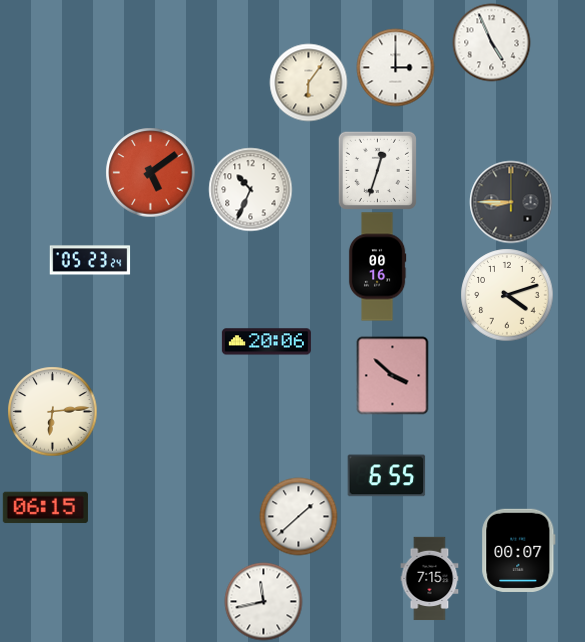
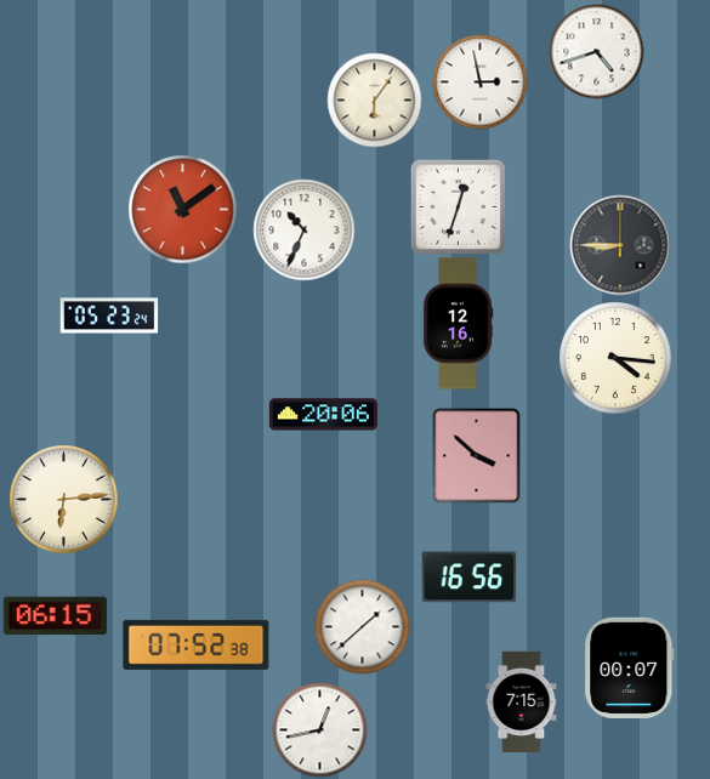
clock at (491, 42): 4:56 -> 4:42
clock at (395, 67): 3:00 -> 2:58
clock at (150, 172): 5:09 -> 11:09
clock at (377, 267): 00:16 -> 12:16
clock at (507, 295): 4:12 -> 4:16
clock at (386, 476): 6:55 -> 16:56
clock at (197, 644): none -> 07:52
clock at (263, 601): 11:43 -> 12:43
